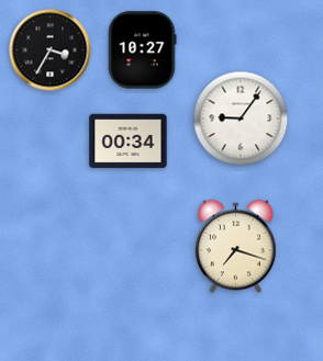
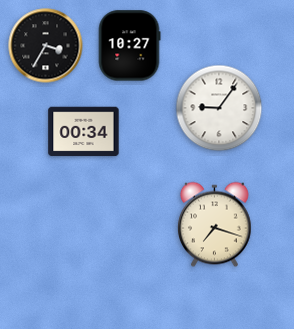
clock at (129, 142) position: (129, 142) -> (84, 132)
